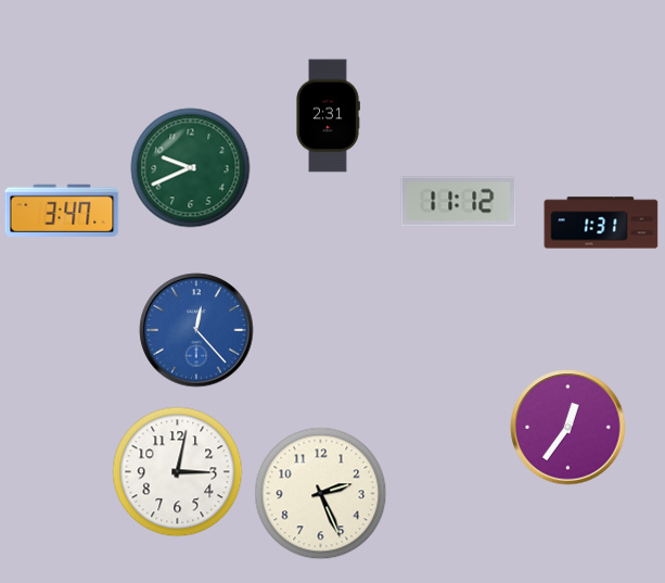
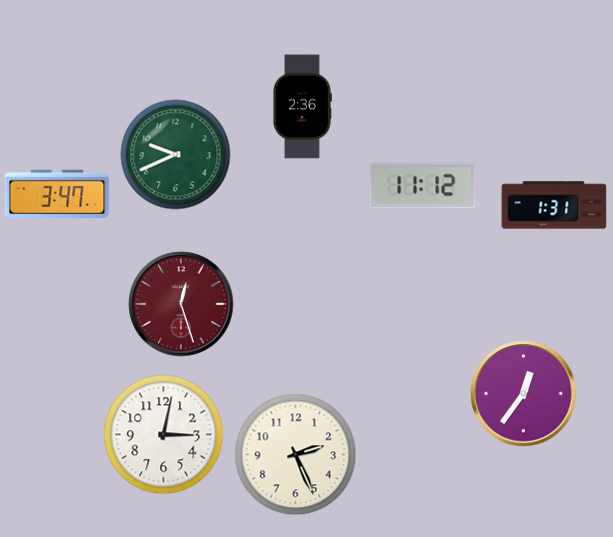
clock at (328, 116): 2:31 -> 2:36
clock at (196, 330): 12:23 -> 12:27
clock at (196, 330) dial: blue -> burgundy
